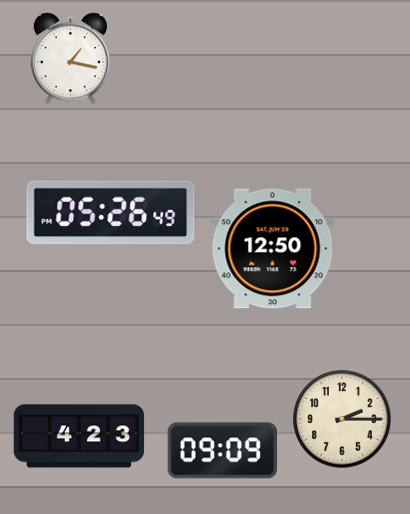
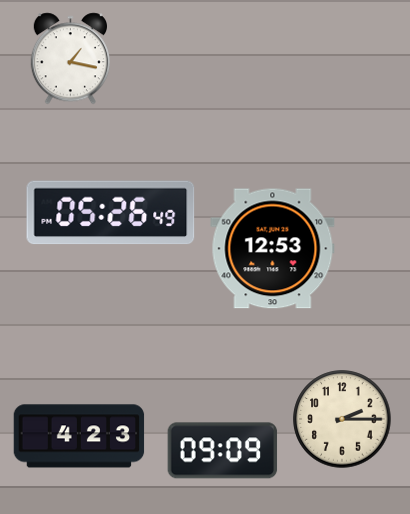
clock at (273, 249): 12:50 -> 12:53
